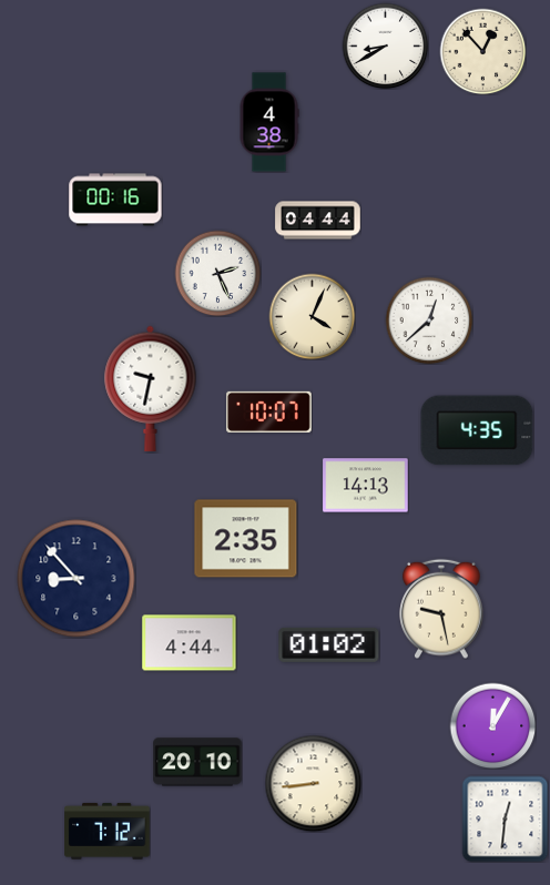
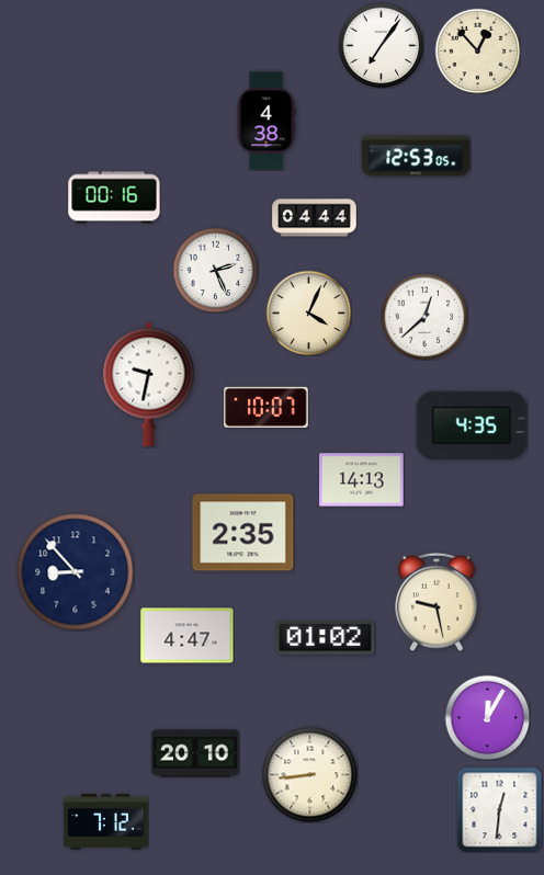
clock at (385, 45): 8:40 -> 7:06
clock at (416, 156): none -> 12:53
clock at (190, 643): 4:44 -> 4:47
